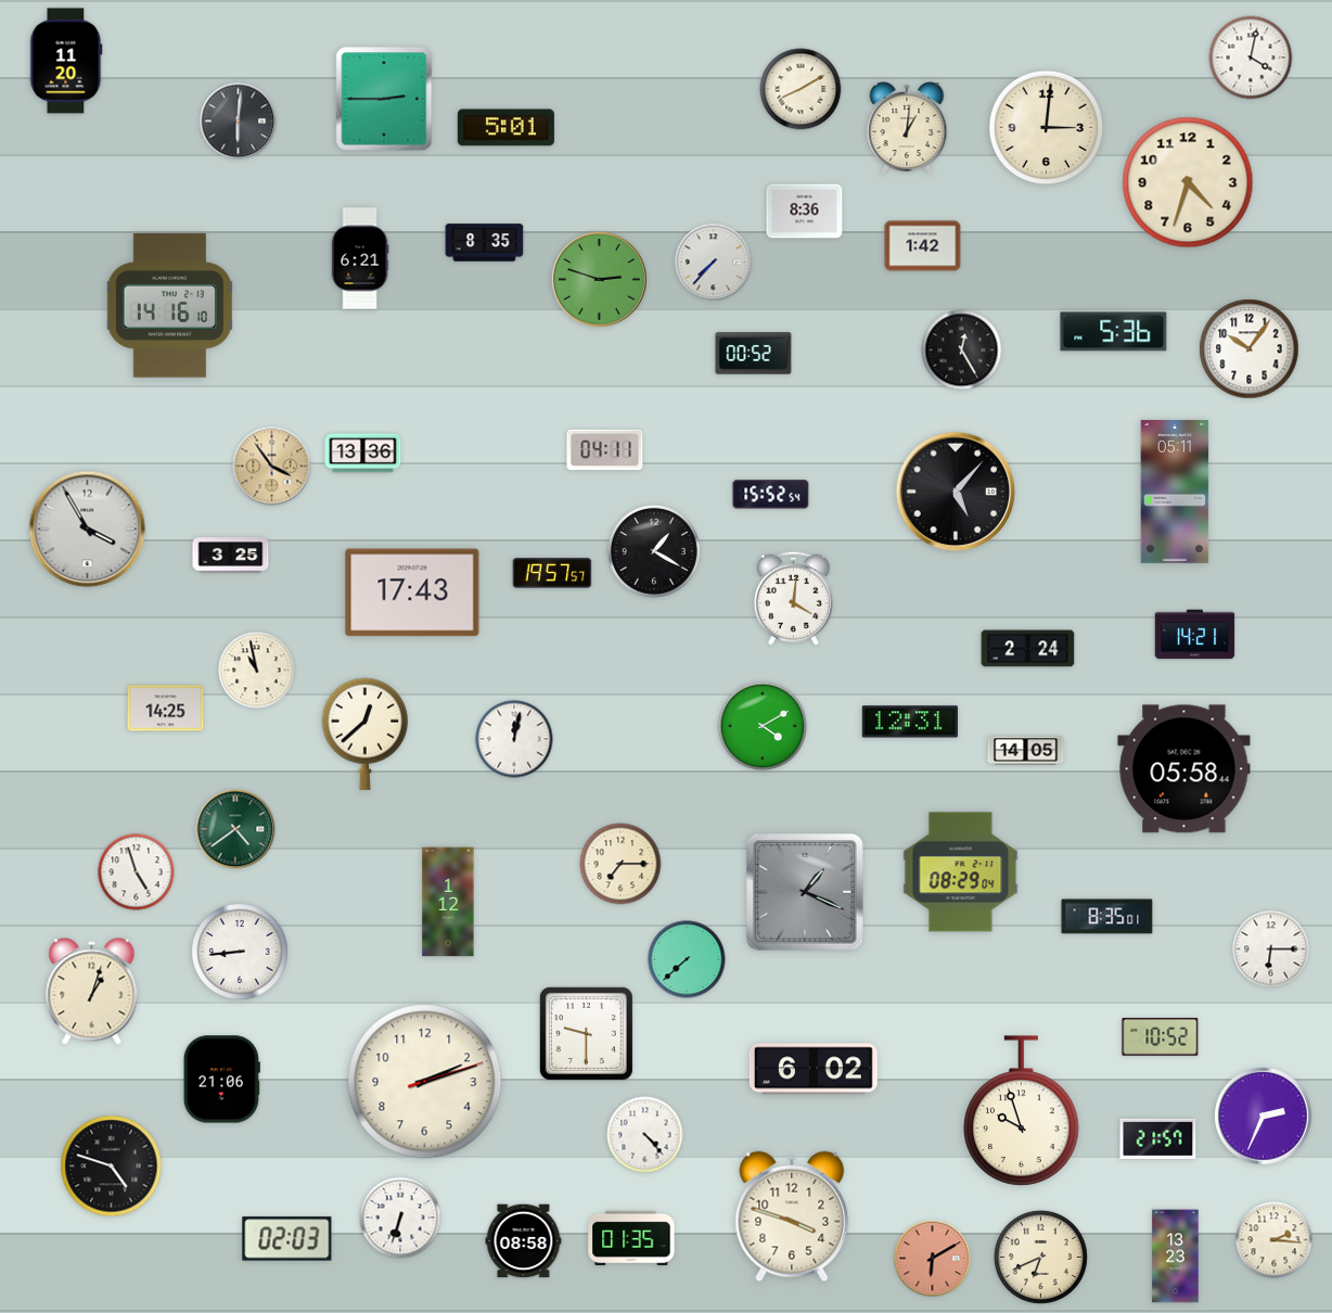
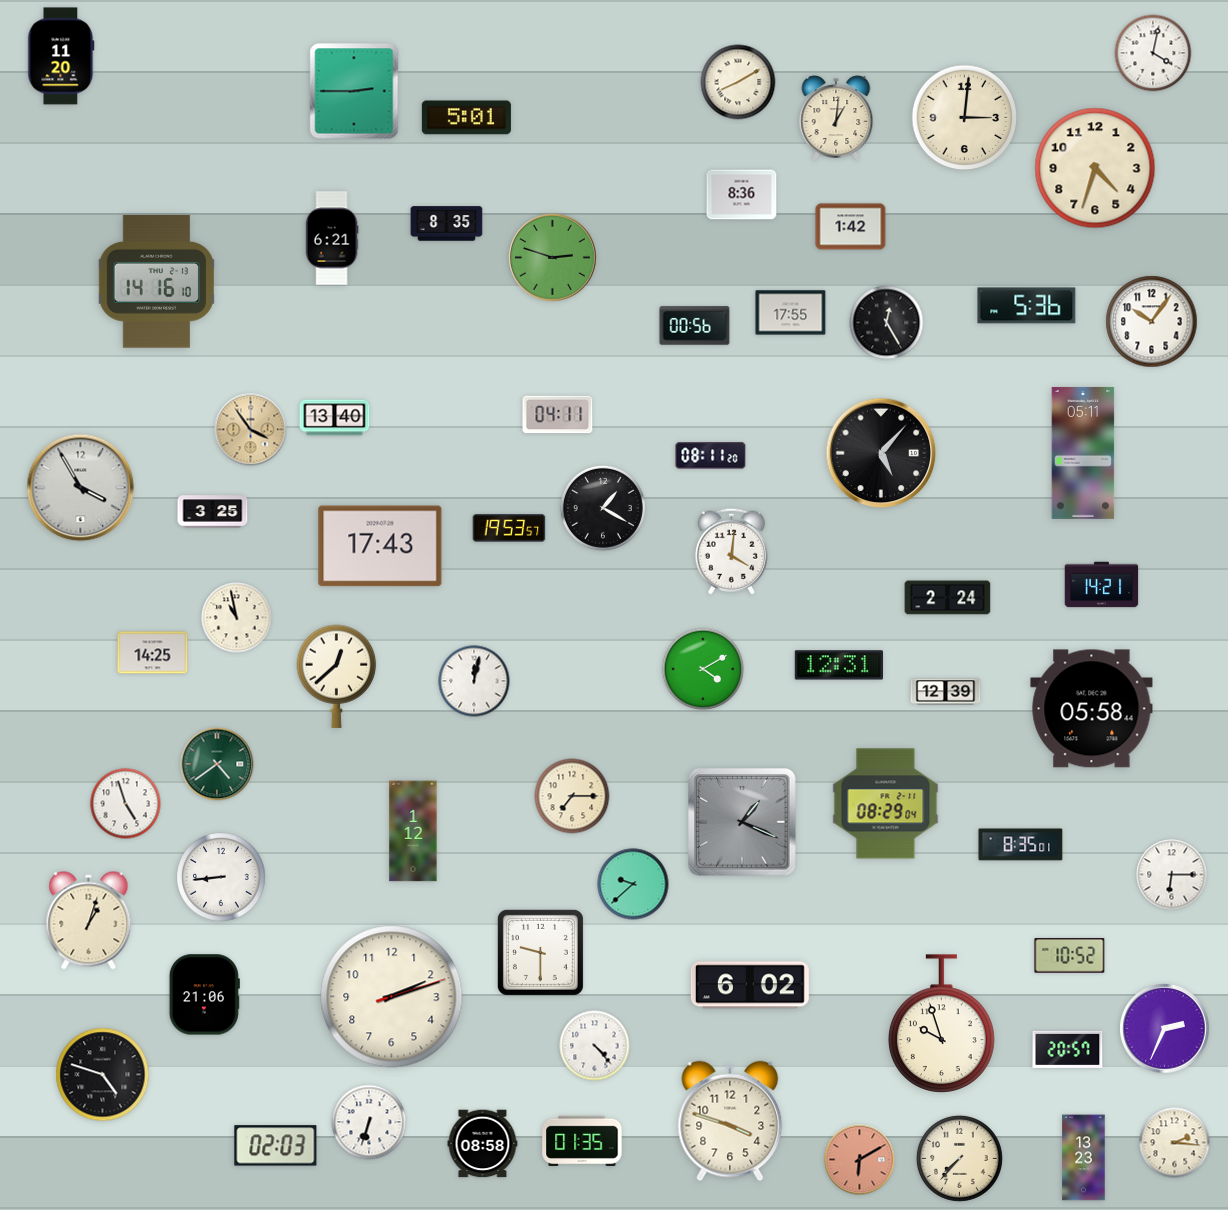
clock at (239, 122): 6:01 -> none
clock at (714, 263): 7:37 -> none
clock at (791, 313): none -> 17:55
clock at (754, 354): 00:52 -> 00:56
clock at (363, 454): 13:36 -> 13:40
clock at (771, 495): 15:52 -> 08:11
clock at (552, 573): 19:57 -> 19:53
clock at (1026, 751): 14:05 -> 12:39
clock at (687, 959): 7:38 -> 9:38
clock at (92, 992) position: (92, 992) -> (89, 921)
clock at (1158, 1138): 21:57 -> 20:57
clock at (287, 1239) position: (287, 1239) -> (276, 1146)
clock at (1040, 1257): 6:41 -> 7:37
